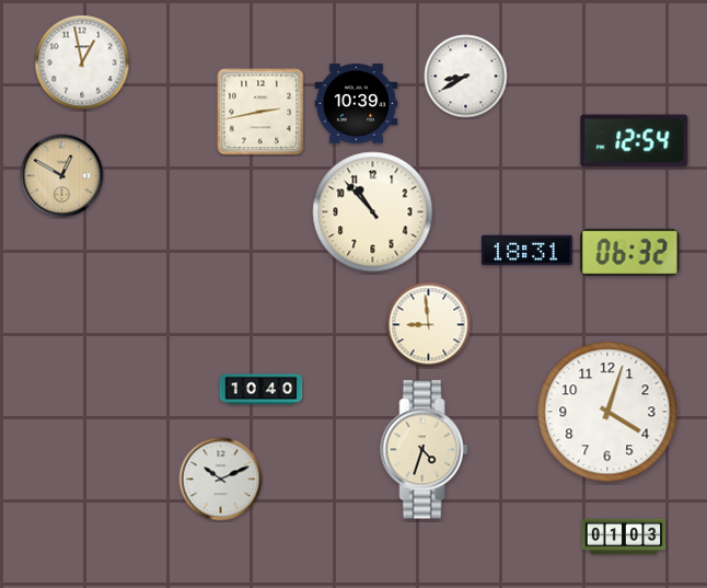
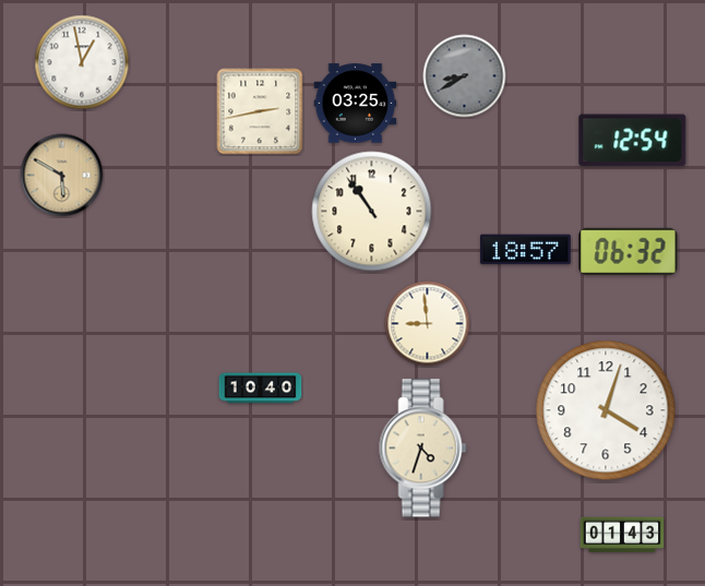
clock at (466, 77) dial: white -> grey
clock at (357, 104): 10:39 -> 03:25
clock at (62, 176): 12:50 -> 5:50
clock at (373, 212): 10:53 -> 10:54
clock at (526, 251): 18:31 -> 18:57
clock at (221, 480): 10:11 -> none
clock at (624, 537): 01:03 -> 01:43
